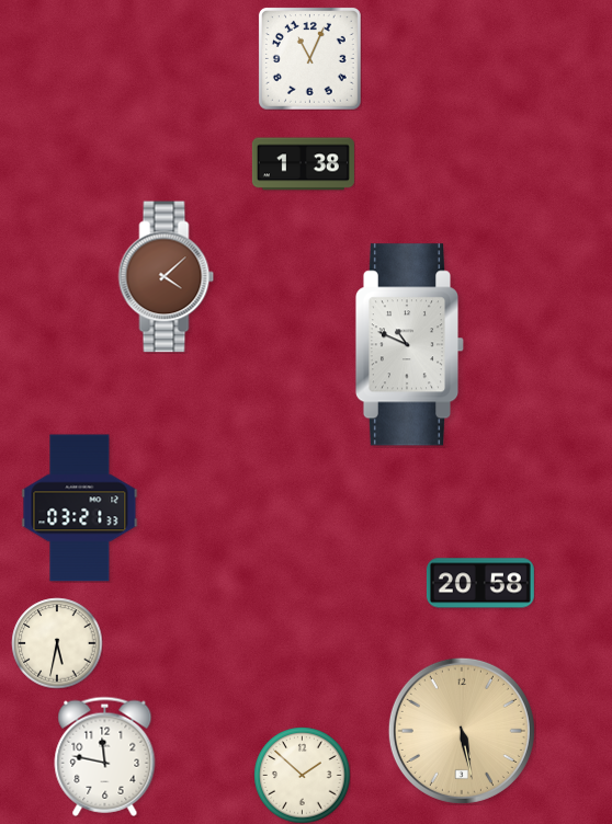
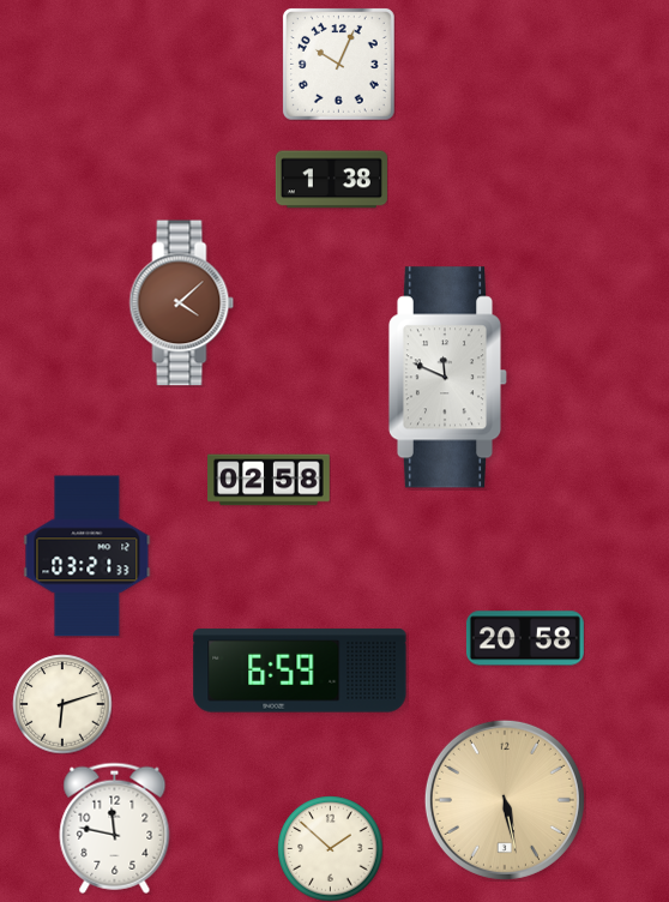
clock at (309, 58): 11:04 -> 10:04
clock at (410, 345): 10:49 -> 11:49
clock at (269, 480): none -> 02:58
clock at (300, 671): none -> 6:59
clock at (57, 643): 5:32 -> 6:12
